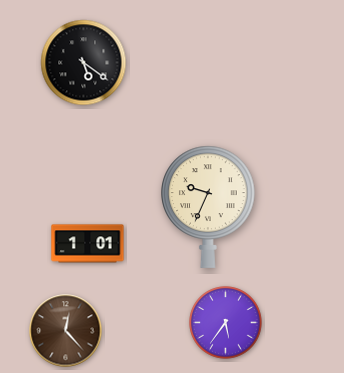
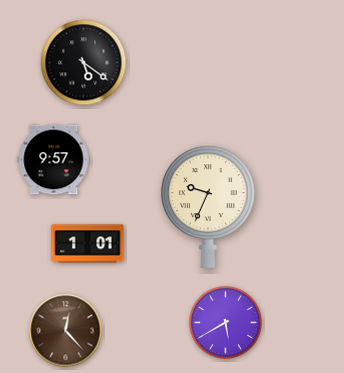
clock at (54, 160): none -> 9:57
clock at (226, 323): 5:36 -> 5:40
